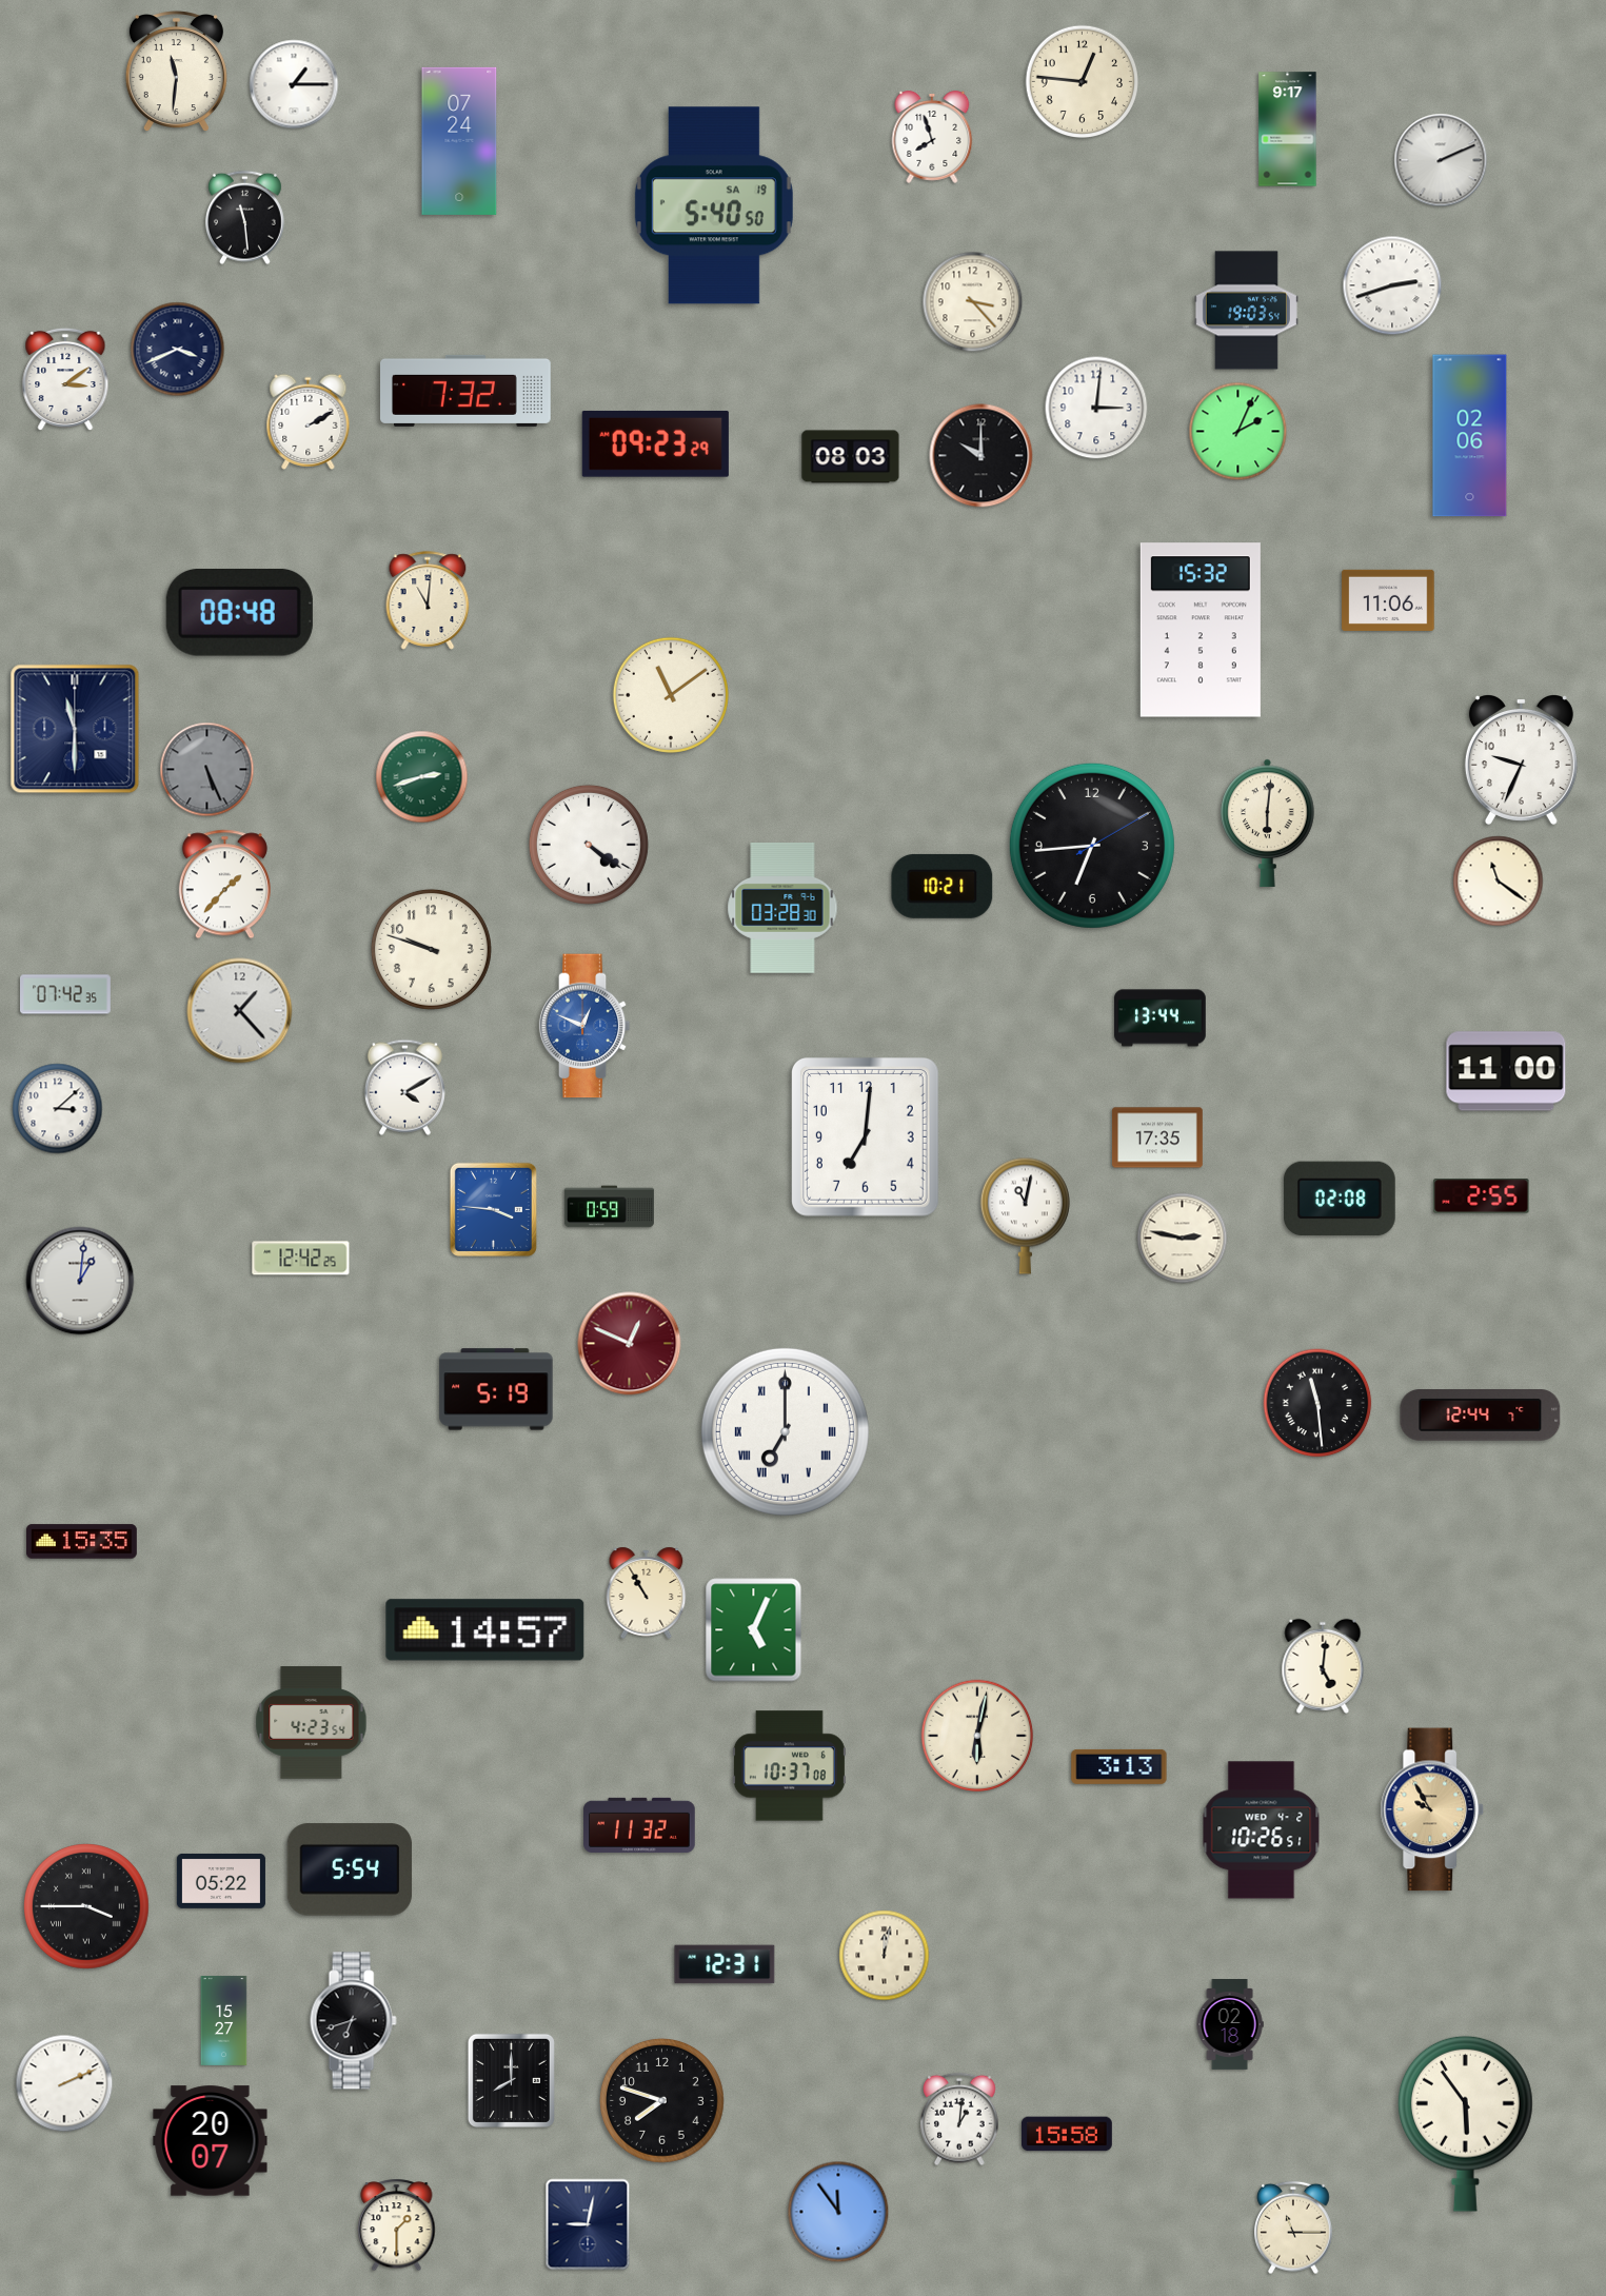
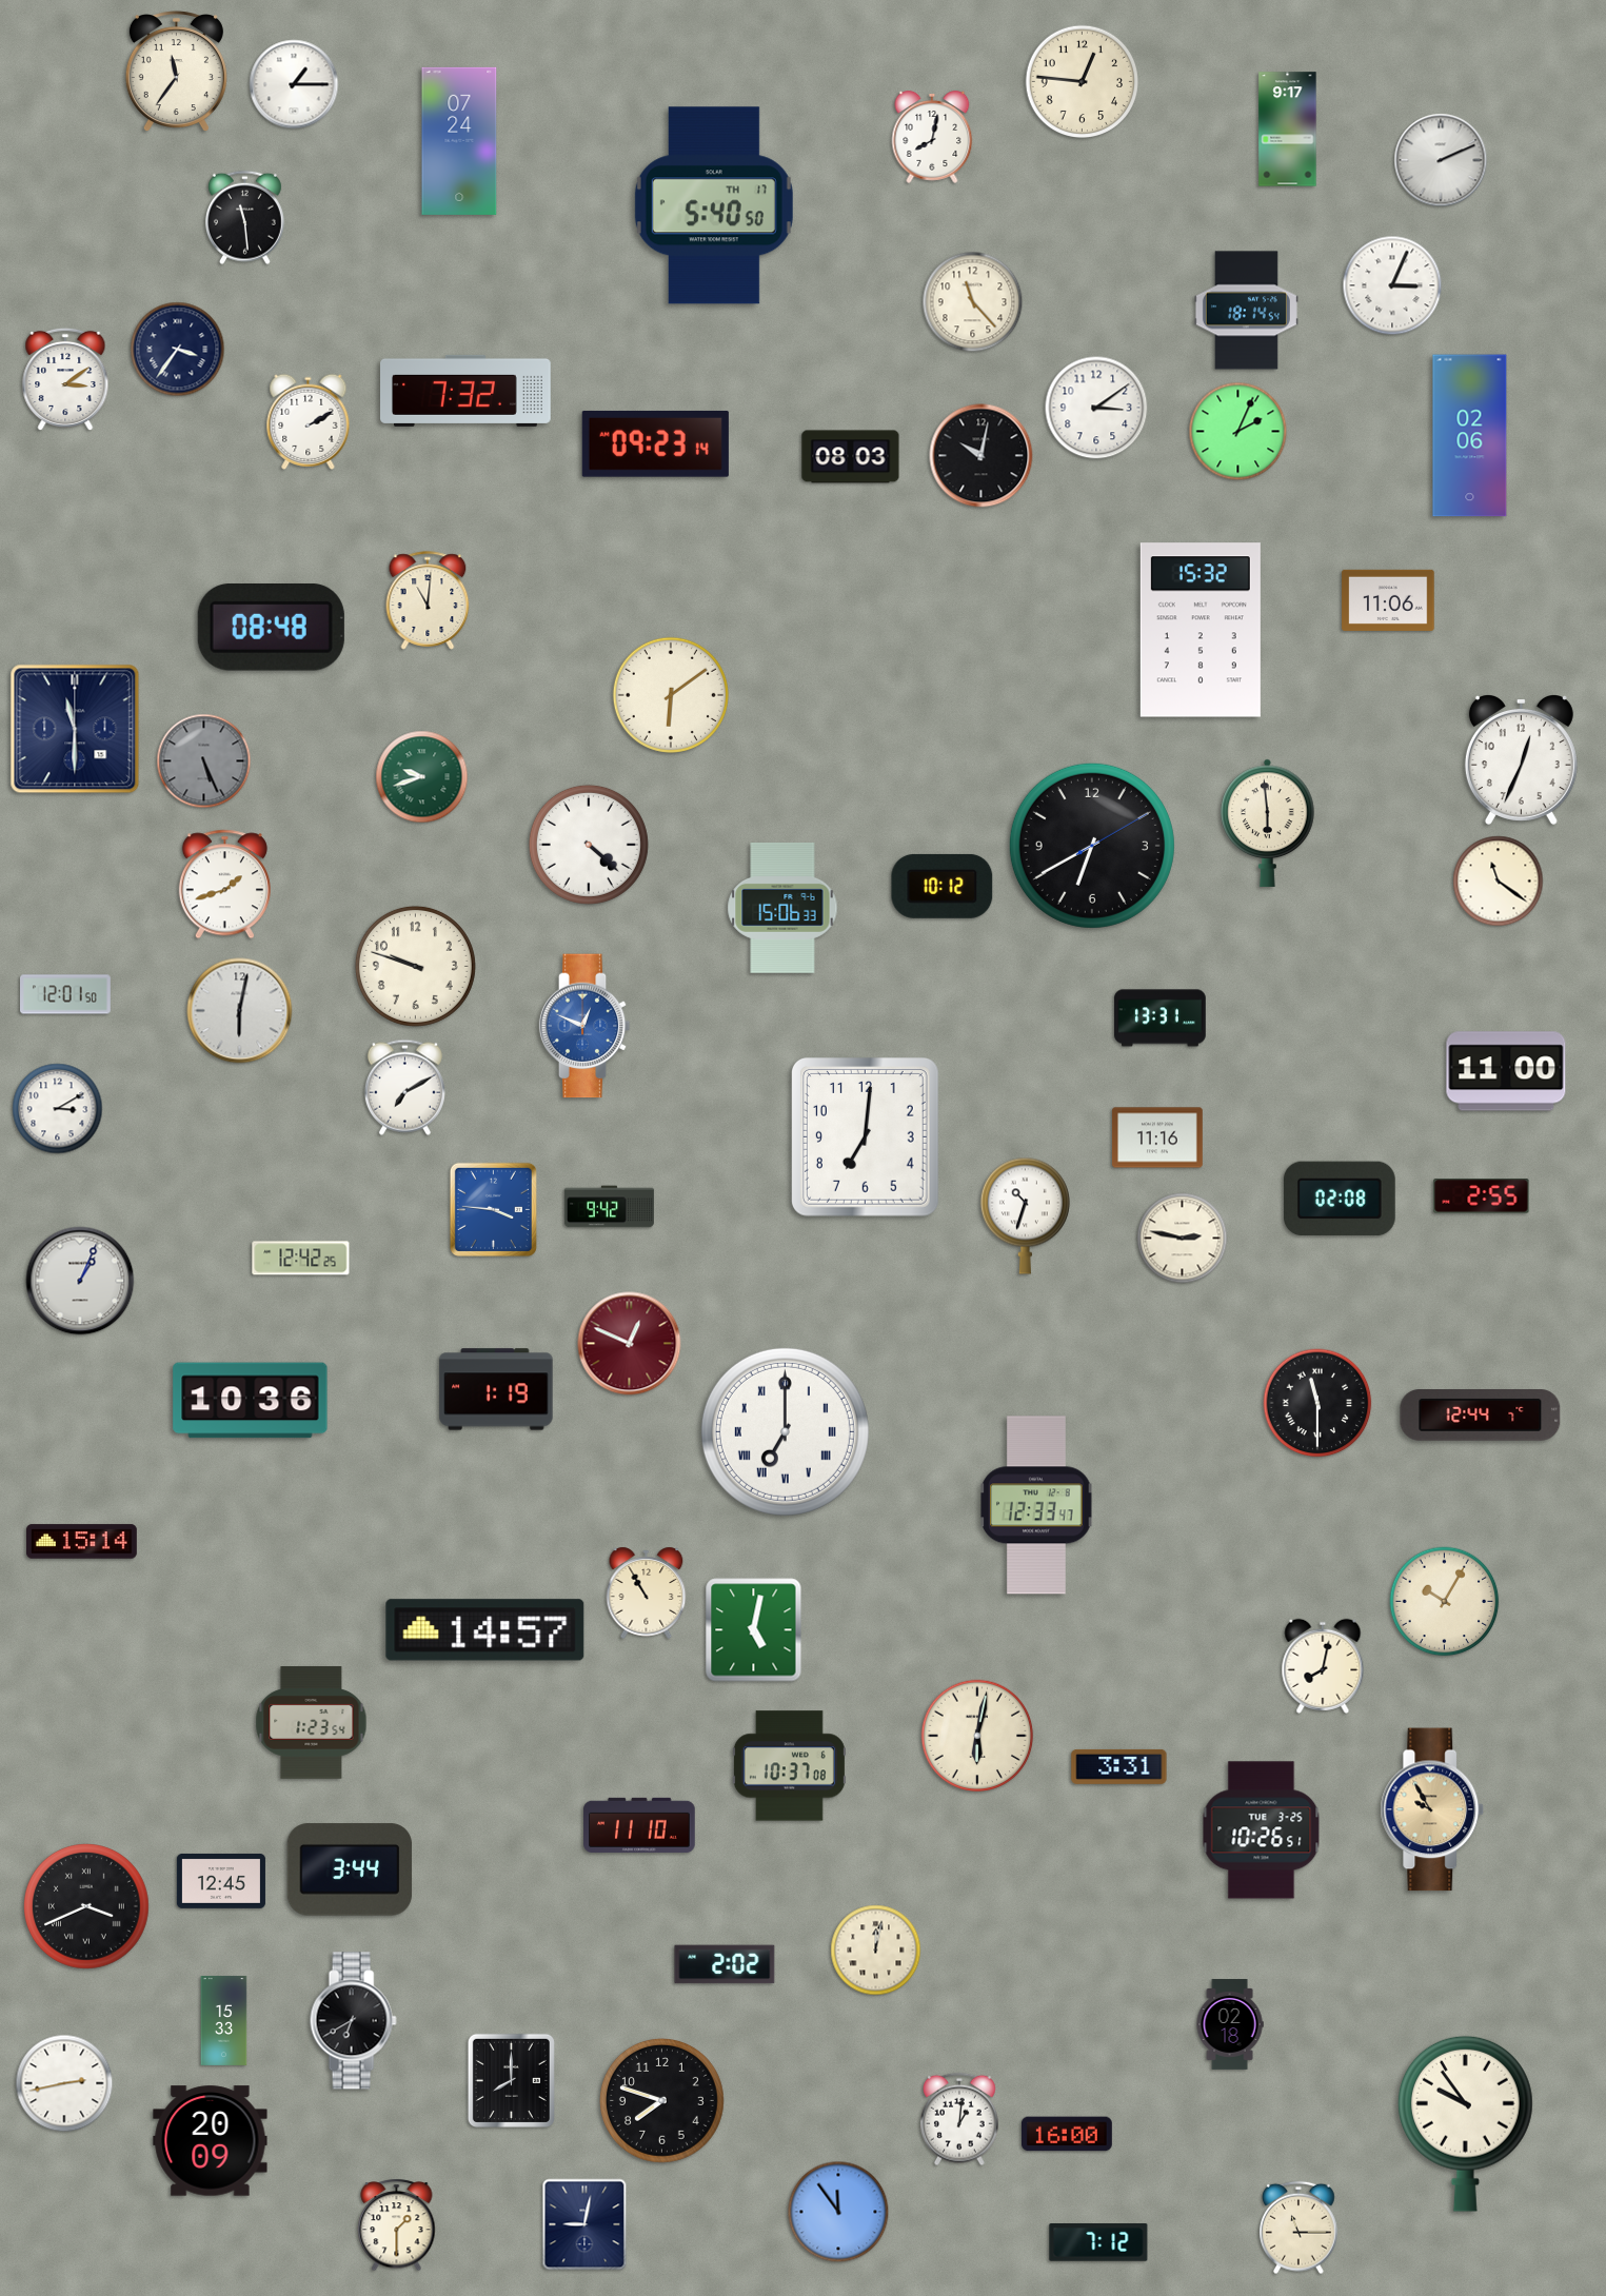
clock at (176, 72): 11:31 -> 11:36
clock at (932, 138): 7:57 -> 8:02
clock at (714, 205) date: SA 19 -> TH 17
clock at (1392, 285): 2:42 -> 3:04
clock at (973, 302): 3:23 -> 11:23
clock at (1246, 311): 19:03 -> 18:14
clock at (178, 350): 3:41 -> 3:36
clock at (1096, 408): 3:01 -> 3:09
clock at (655, 443): 09:23:29 -> 09:23:14
clock at (982, 456): 10:00 -> 10:02
clock at (239, 613) position: (239, 613) -> (271, 628)
clock at (671, 695): 11:09 -> 6:09
clock at (1521, 760): 9:34 -> 12:34
clock at (207, 770) position: (207, 770) -> (204, 761)
clock at (422, 777): 2:42 -> 9:42
clock at (1268, 823): 6:01 -> 5:59
clock at (589, 845): 4:21 -> 4:22
clock at (1092, 846): 6:44 -> 6:40
clock at (224, 885): 1:37 -> 1:42
clock at (943, 886): 10:21 -> 10:12
clock at (782, 908): 03:28 -> 15:06
clock at (431, 949) position: (431, 949) -> (415, 966)
clock at (66, 994): 07:42 -> 12:01
clock at (240, 1011): 1:23 -> 6:02
clock at (1161, 1018): 13:44 -> 13:31
clock at (404, 1087): 4:10 -> 7:10
clock at (58, 1109): 3:08 -> 3:10
clock at (1157, 1137): 17:35 -> 11:16
clock at (609, 1207): 0:59 -> 9:42
clock at (1025, 1215): 11:02 -> 10:33
clock at (80, 1281): 1:01 -> 1:04
clock at (496, 1389): 5:19 -> 1:19
clock at (251, 1401): none -> 10:36
clock at (1317, 1403): 11:29 -> 11:30
clock at (1036, 1505): none -> 12:33
clock at (82, 1542): 15:35 -> 15:14
clock at (1445, 1602): none -> 10:05
clock at (754, 1630): 5:04 -> 5:02
clock at (1323, 1666): 5:01 -> 8:02
clock at (312, 1723): 4:23 -> 1:23
clock at (1119, 1766): 3:13 -> 3:31
clock at (639, 1825): 11:32 -> 11:10
clock at (1262, 1830) date: WED 4-2 -> TUE 3-25
clock at (350, 1869): 5:54 -> 3:44
clock at (221, 1881): 05:22 -> 12:45
clock at (87, 1907): 3:45 -> 3:41
clock at (885, 1956) position: (885, 1956) -> (876, 1951)
clock at (725, 1964): 12:31 -> 2:02
clock at (224, 2020): 15:27 -> 15:33
clock at (353, 2021): 6:42 -> 6:40
clock at (64, 2083): 2:11 -> 2:43
clock at (1465, 2123): 5:54 -> 9:54
clock at (1067, 2134): 15:58 -> 16:00
clock at (211, 2141): 20:07 -> 20:09
clock at (588, 2224) position: (588, 2224) -> (584, 2224)
clock at (1294, 2228) position: (1294, 2228) -> (1300, 2228)
clock at (1098, 2243): none -> 7:12
